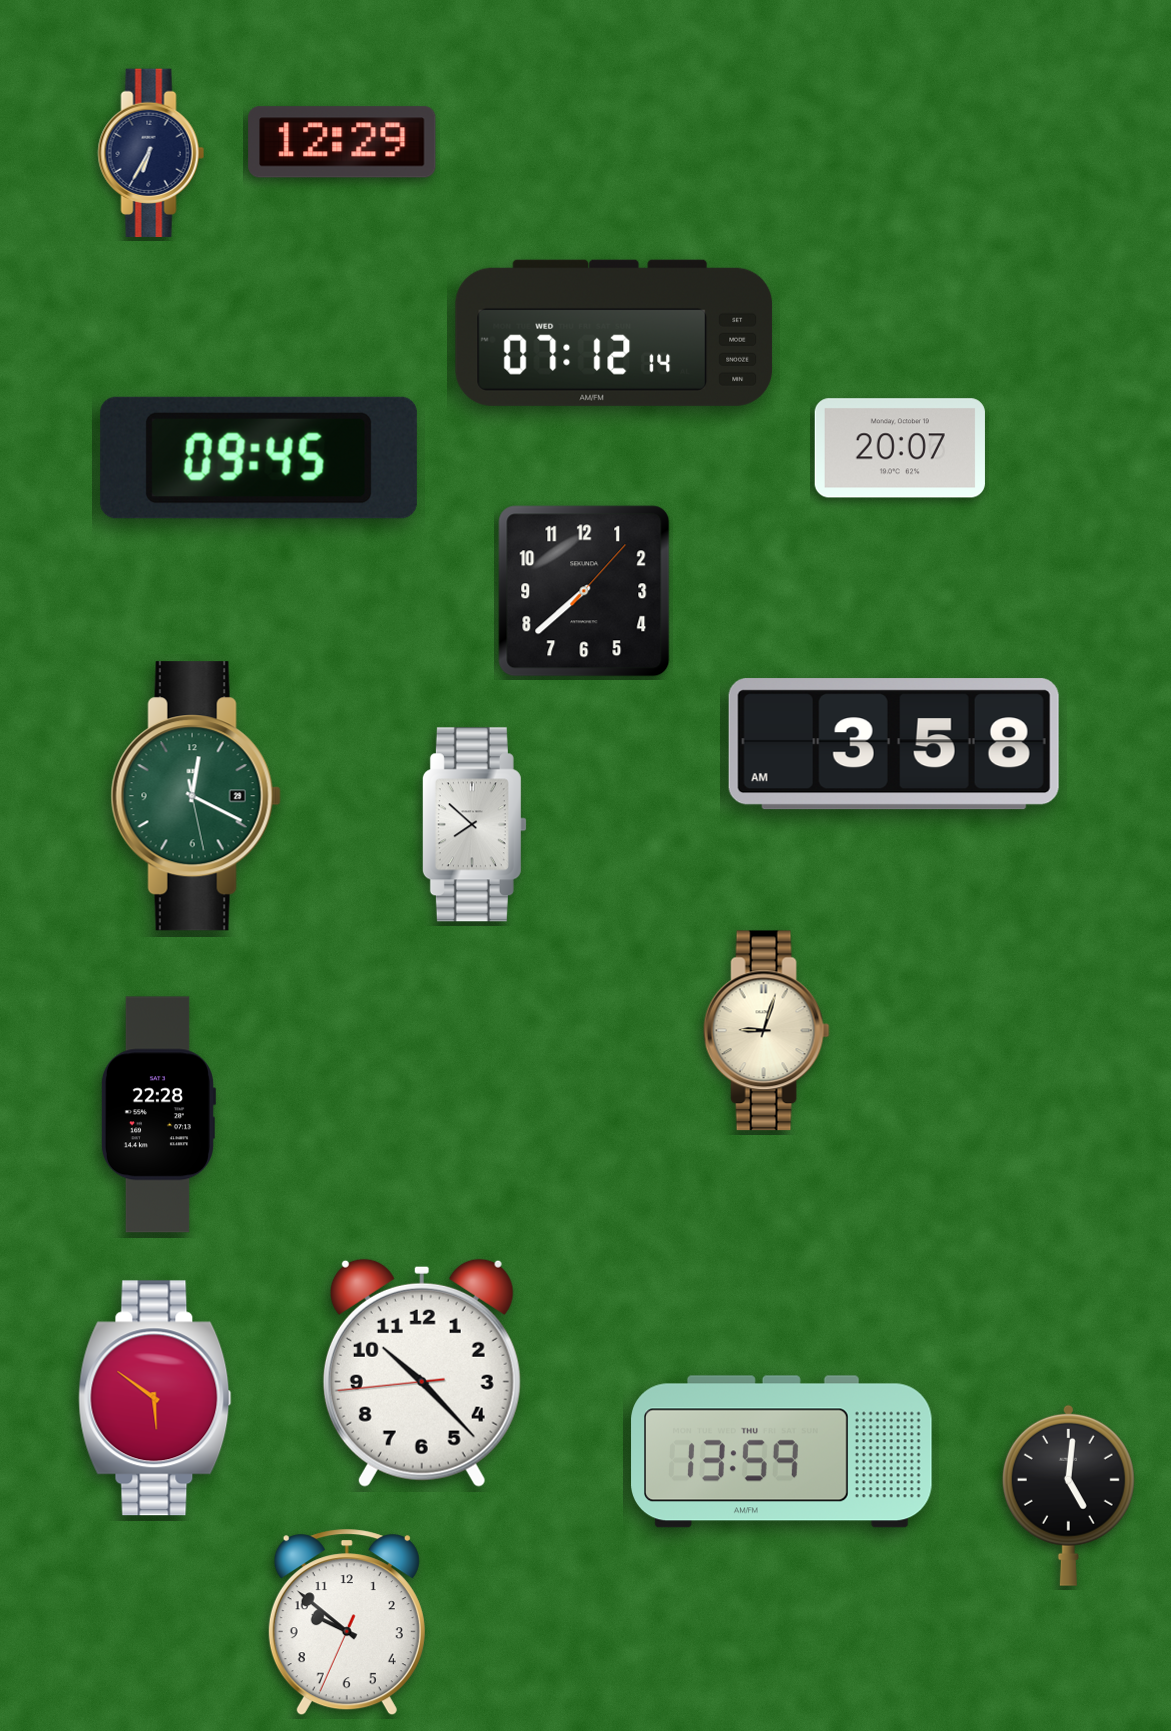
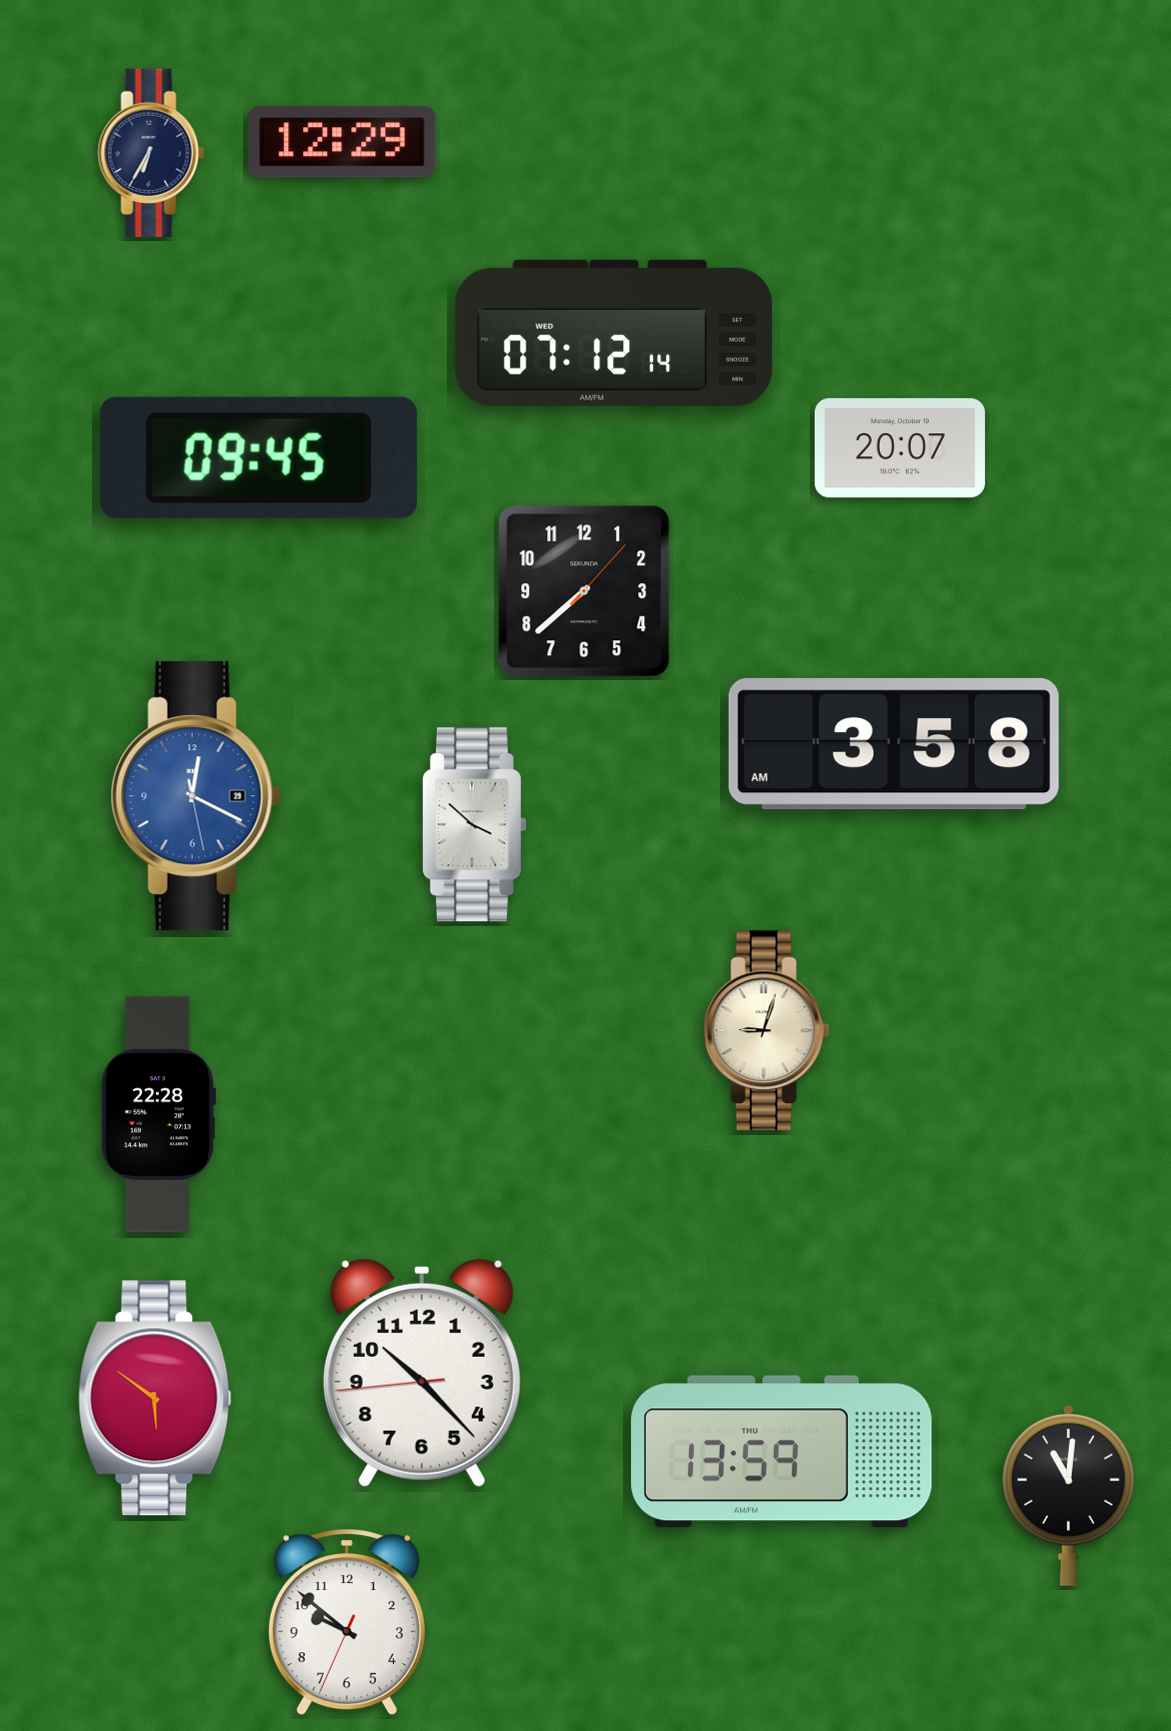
clock at (196, 796) dial: green -> blue
clock at (474, 825): 7:52 -> 3:52
clock at (1068, 1495): 5:01 -> 11:01
